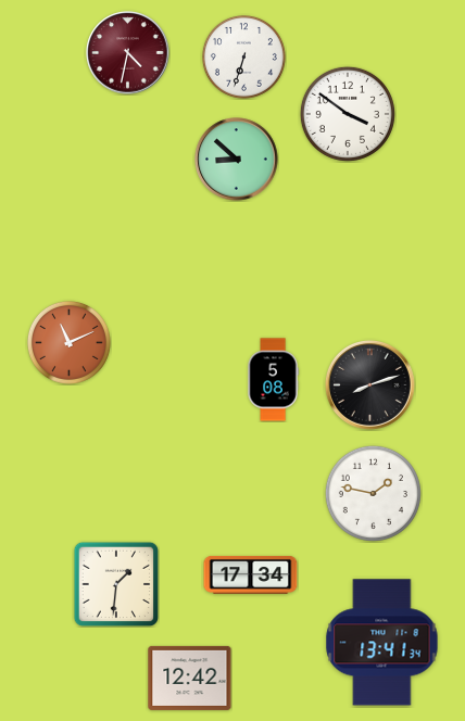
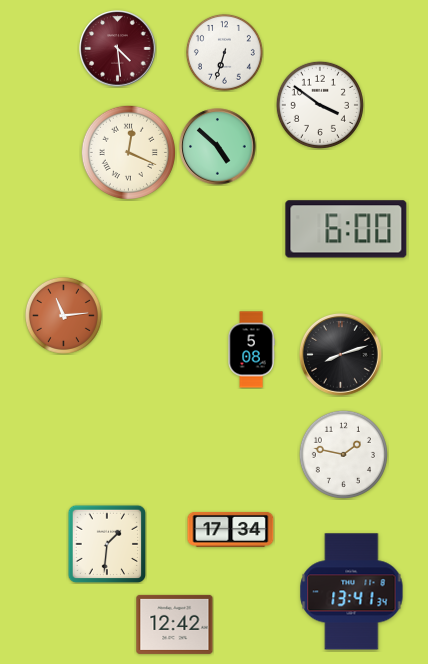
clock at (128, 53): 4:32 -> 4:29
clock at (237, 160): 8:52 -> 4:52
clock at (128, 152): none -> 12:19
clock at (346, 229): none -> 6:00
clock at (68, 342): 11:11 -> 11:14
clock at (116, 584) position: (116, 584) -> (107, 544)
